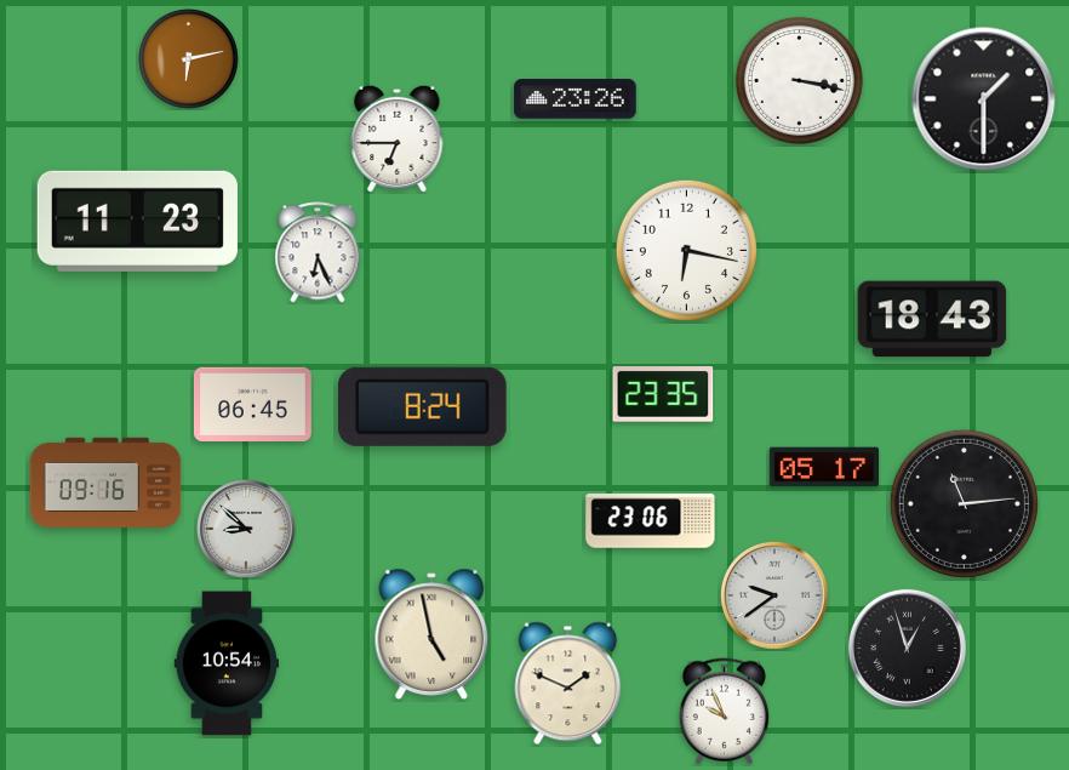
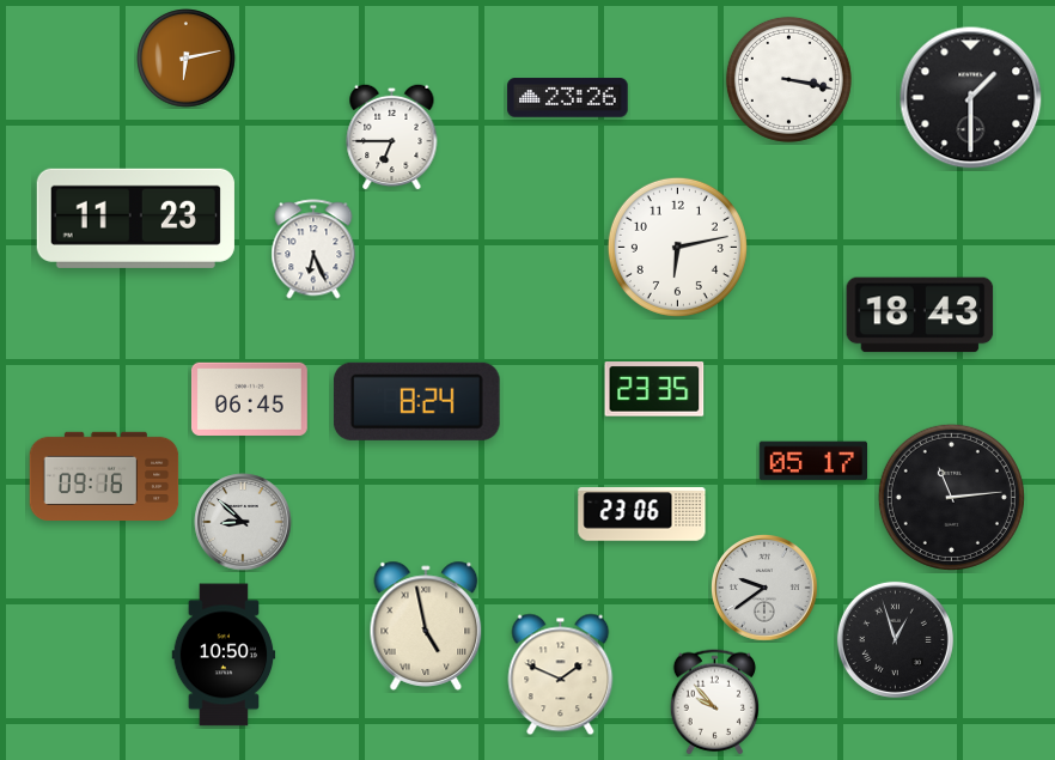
clock at (686, 250): 6:17 -> 6:13
clock at (227, 663): 10:54 -> 10:50
clock at (724, 712): 9:56 -> 9:53
